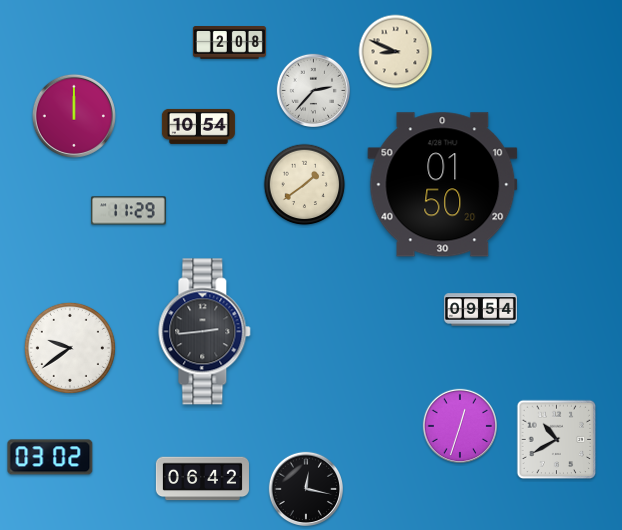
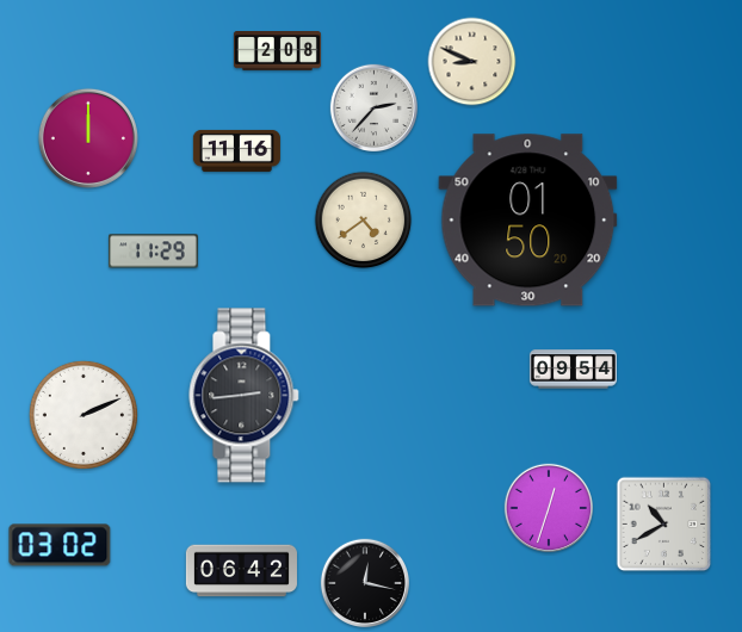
clock at (229, 43) position: (229, 43) -> (277, 51)
clock at (198, 126): 10:54 -> 11:16
clock at (305, 185): 1:39 -> 4:39
clock at (70, 348): 9:39 -> 2:11
